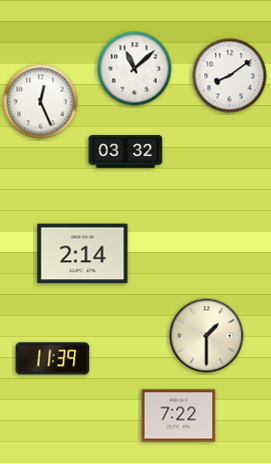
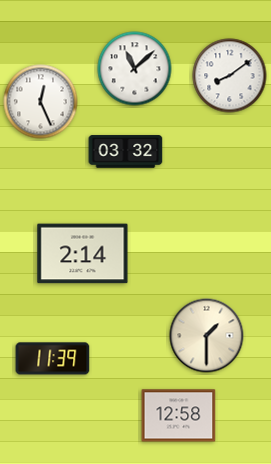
clock at (179, 416): 7:22 -> 12:58
